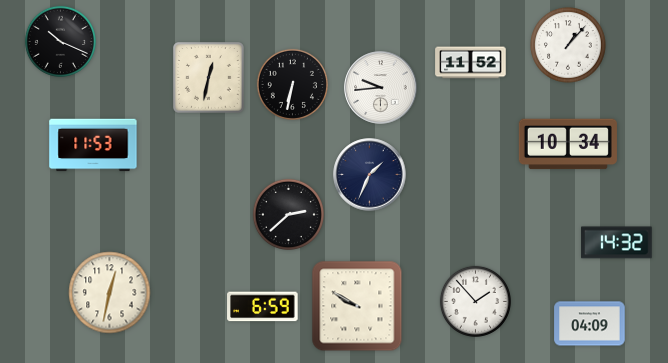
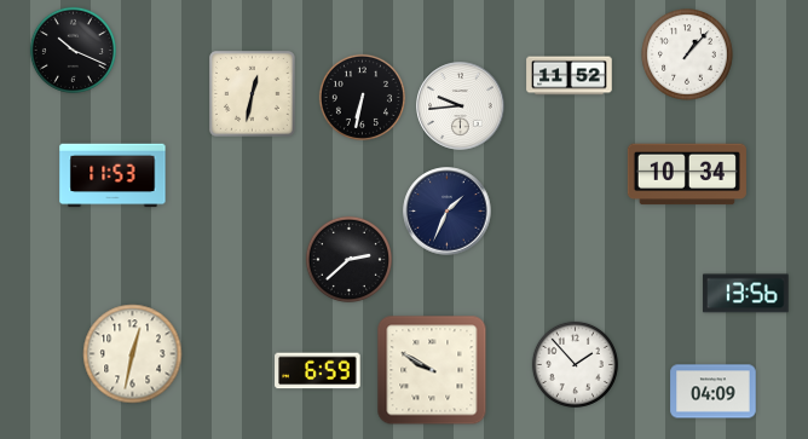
clock at (292, 84) position: (292, 84) -> (362, 97)
clock at (617, 243): 14:32 -> 13:56
